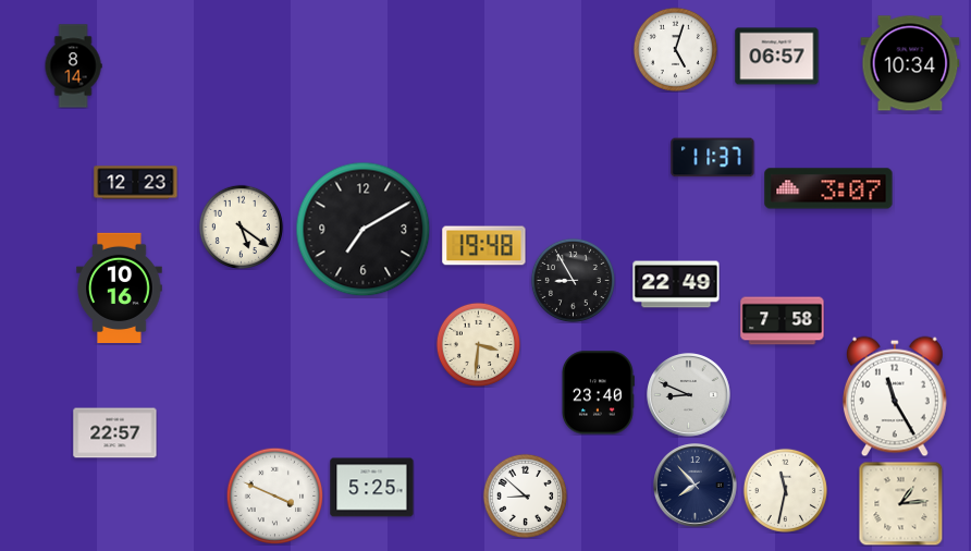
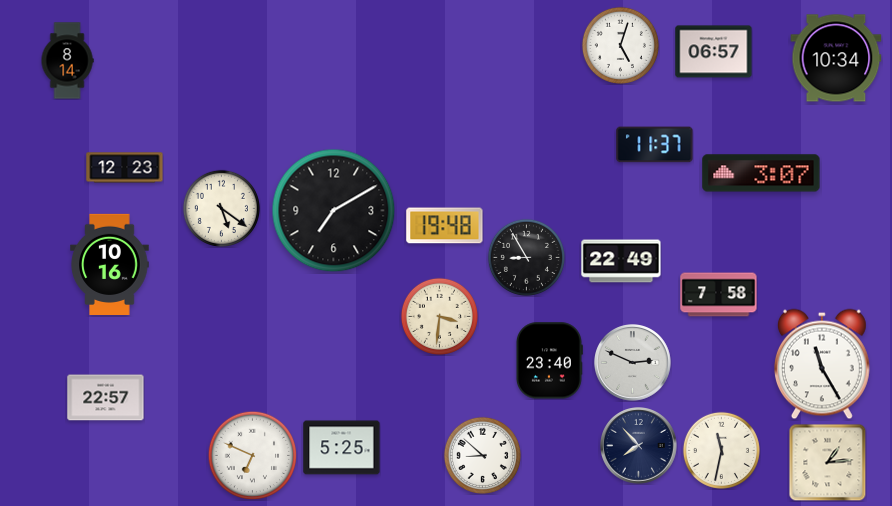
clock at (689, 395): 8:49 -> 2:49
clock at (274, 495): 3:49 -> 6:49
